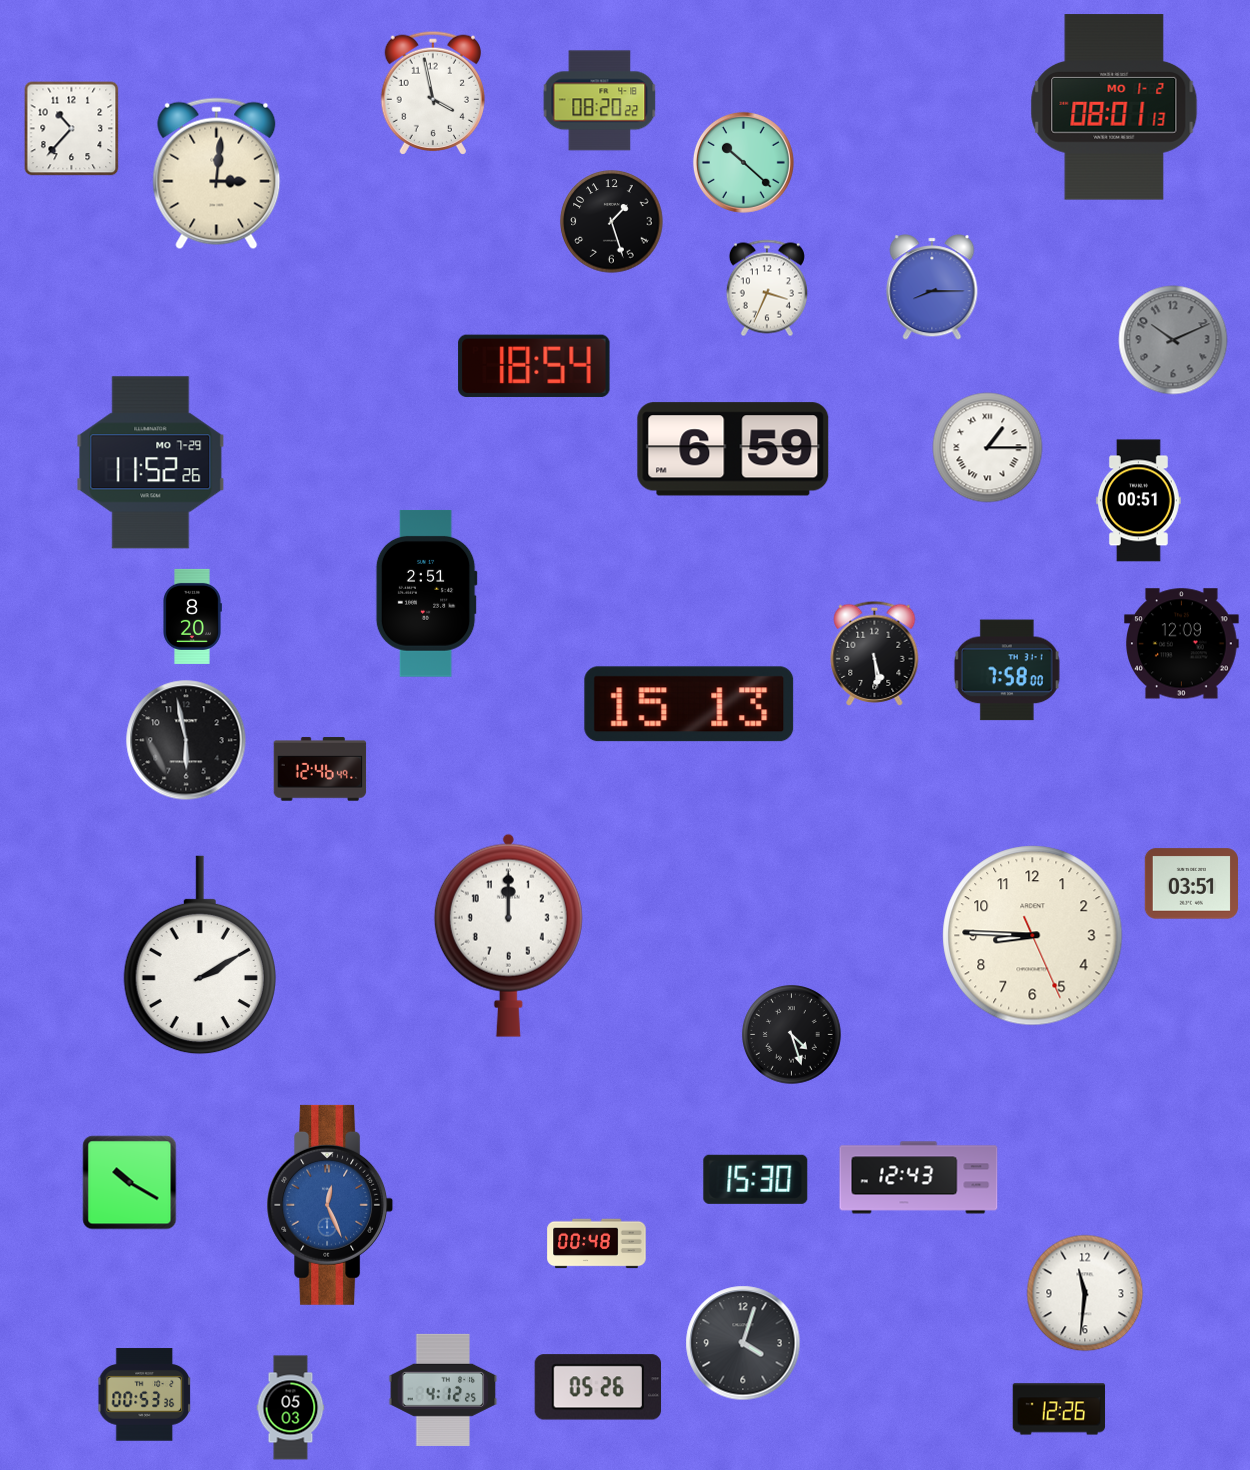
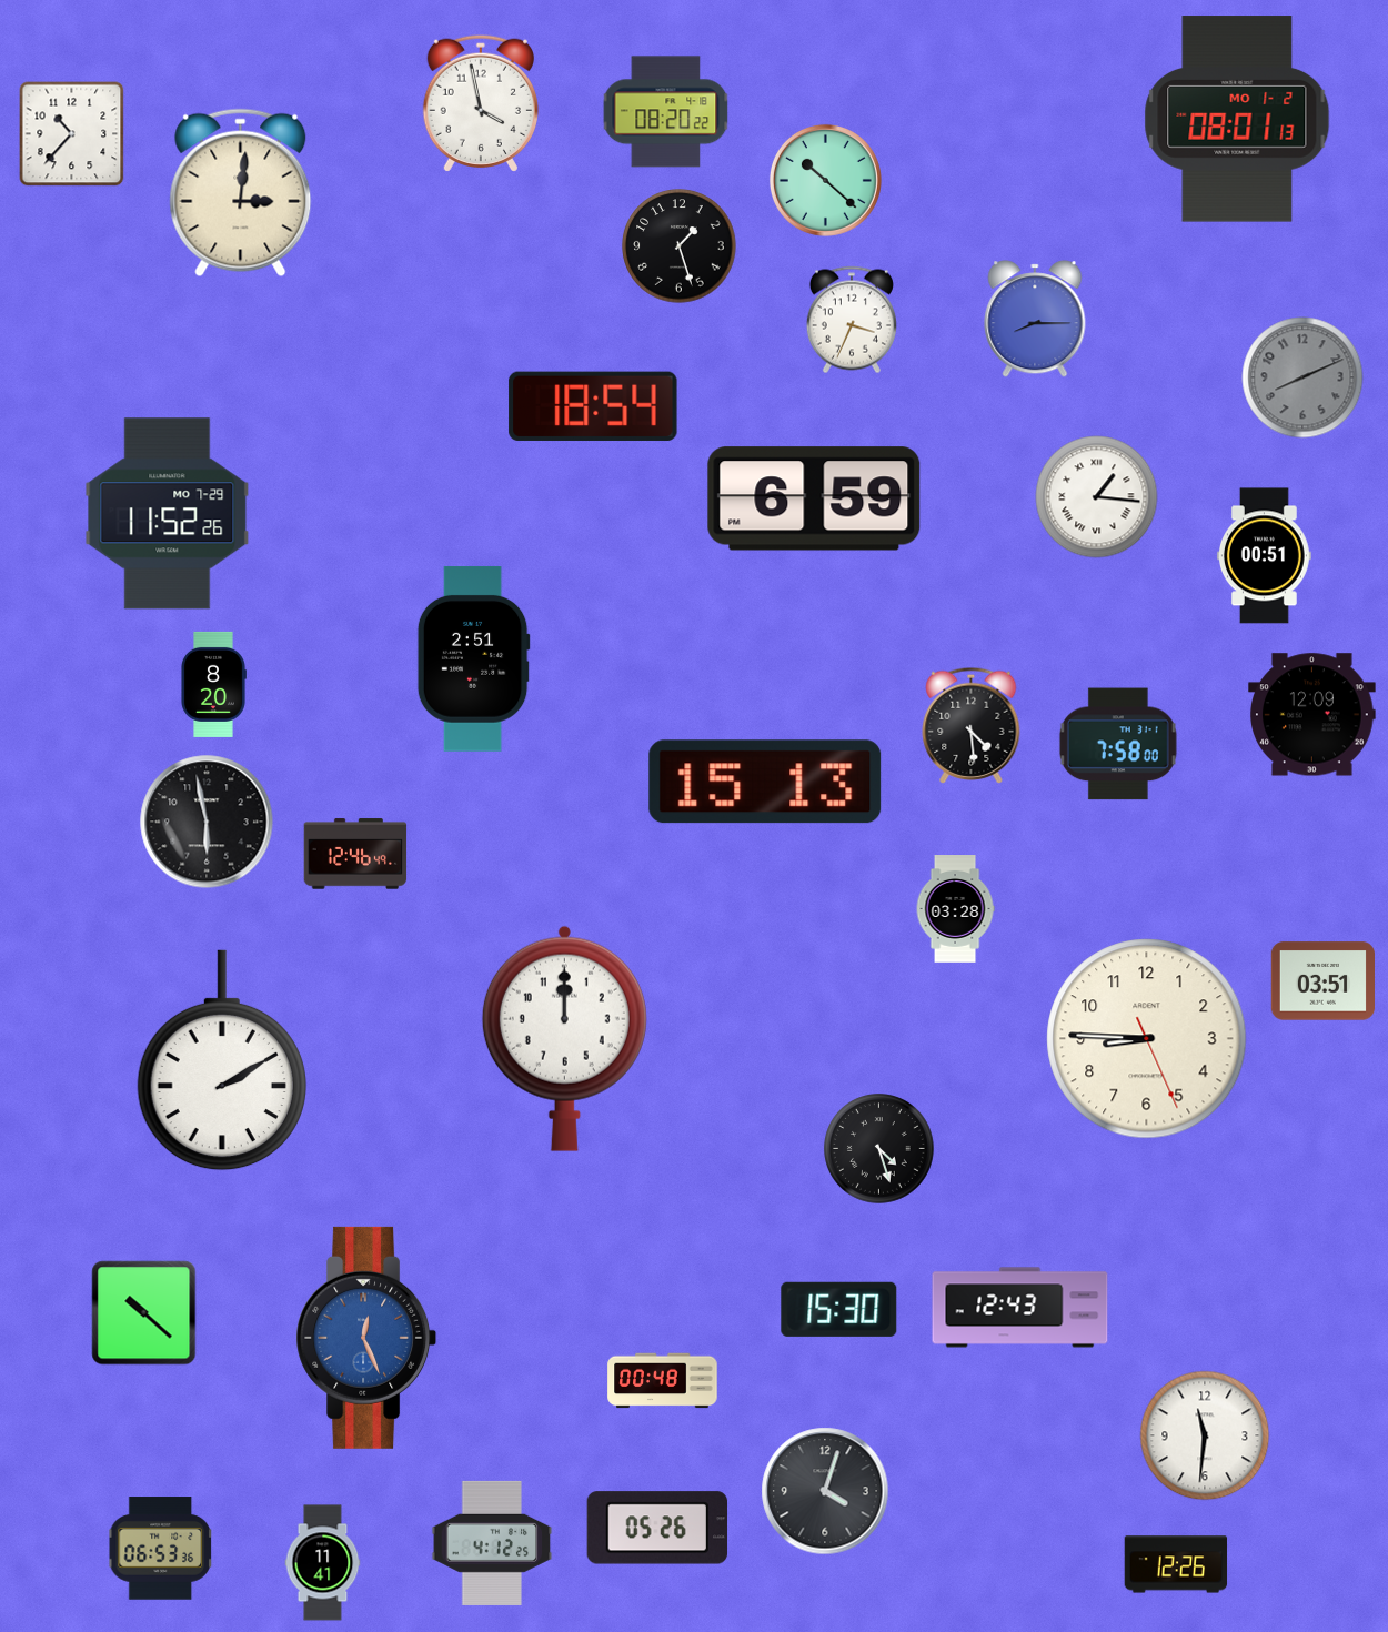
clock at (72, 129) position: (72, 129) -> (72, 134)
clock at (1173, 340): 10:11 -> 8:11
clock at (988, 448): 1:15 -> 1:16
clock at (875, 653): 5:29 -> 4:29
clock at (955, 909): none -> 03:28
clock at (130, 1183): 10:20 -> 10:22
clock at (598, 1387) position: (598, 1387) -> (657, 1528)
clock at (144, 1395): 00:53 -> 06:53
clock at (291, 1408): 05:03 -> 11:41
